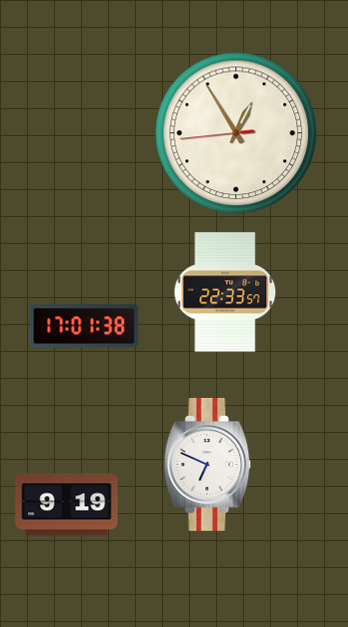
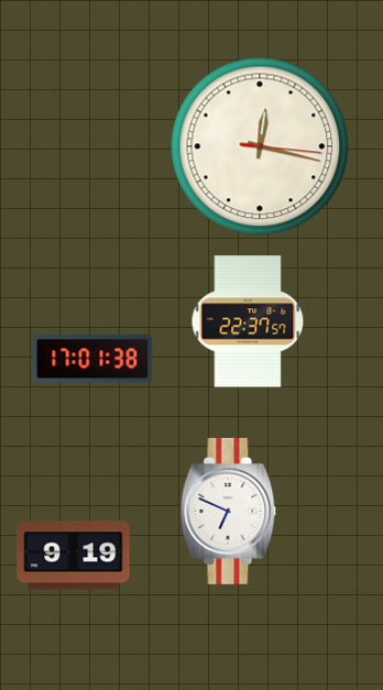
clock at (236, 133): 12:54 -> 12:17
clock at (225, 292): 22:33 -> 22:37
